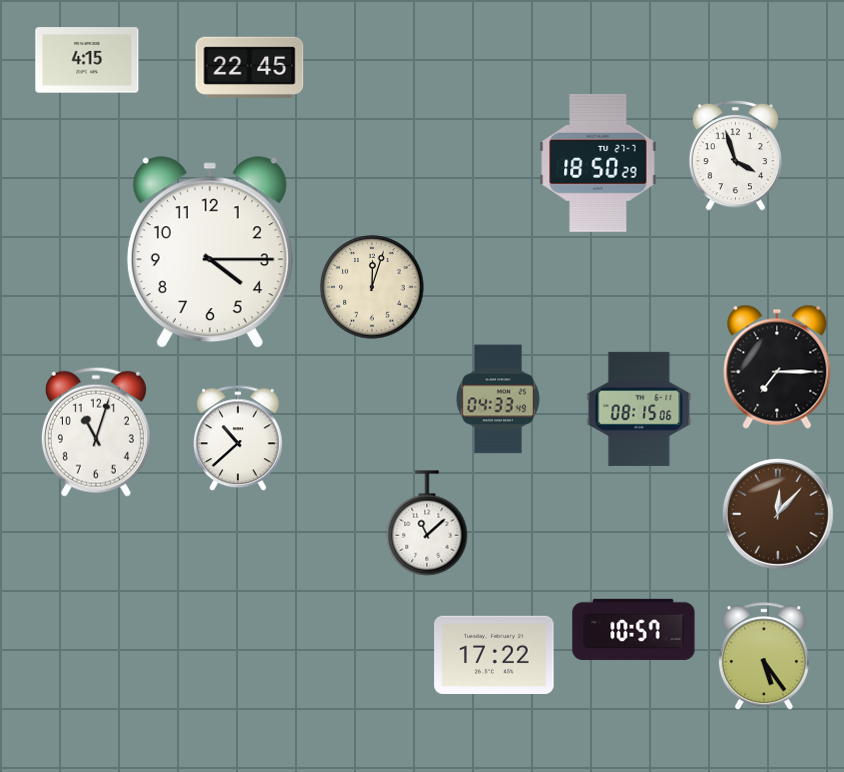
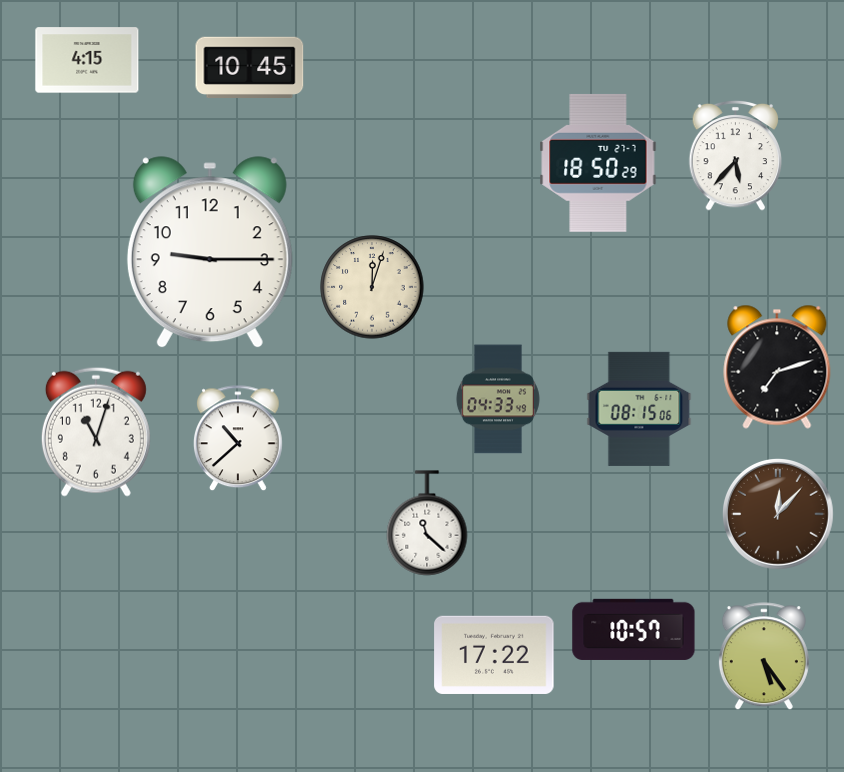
clock at (250, 67): 22:45 -> 10:45
clock at (736, 155): 3:57 -> 5:37
clock at (210, 253): 4:15 -> 9:15
clock at (777, 367): 7:15 -> 7:12
clock at (427, 523): 11:08 -> 11:22
